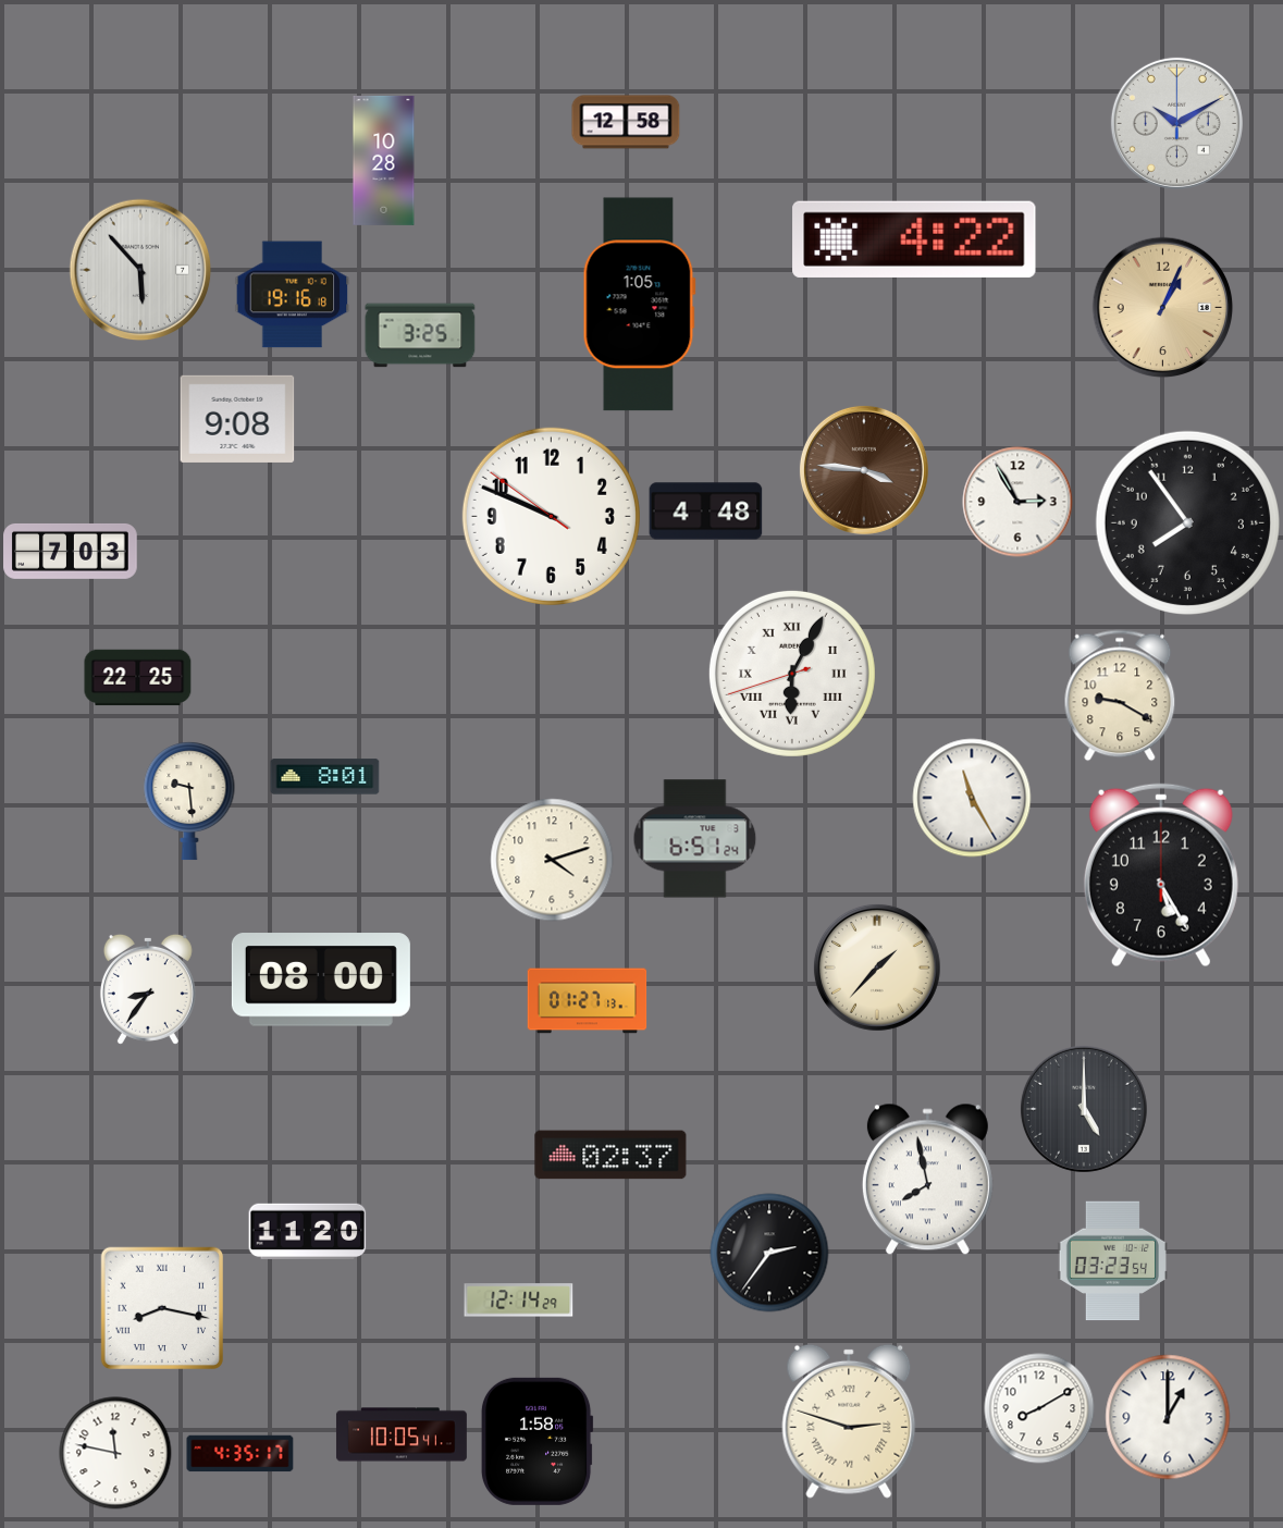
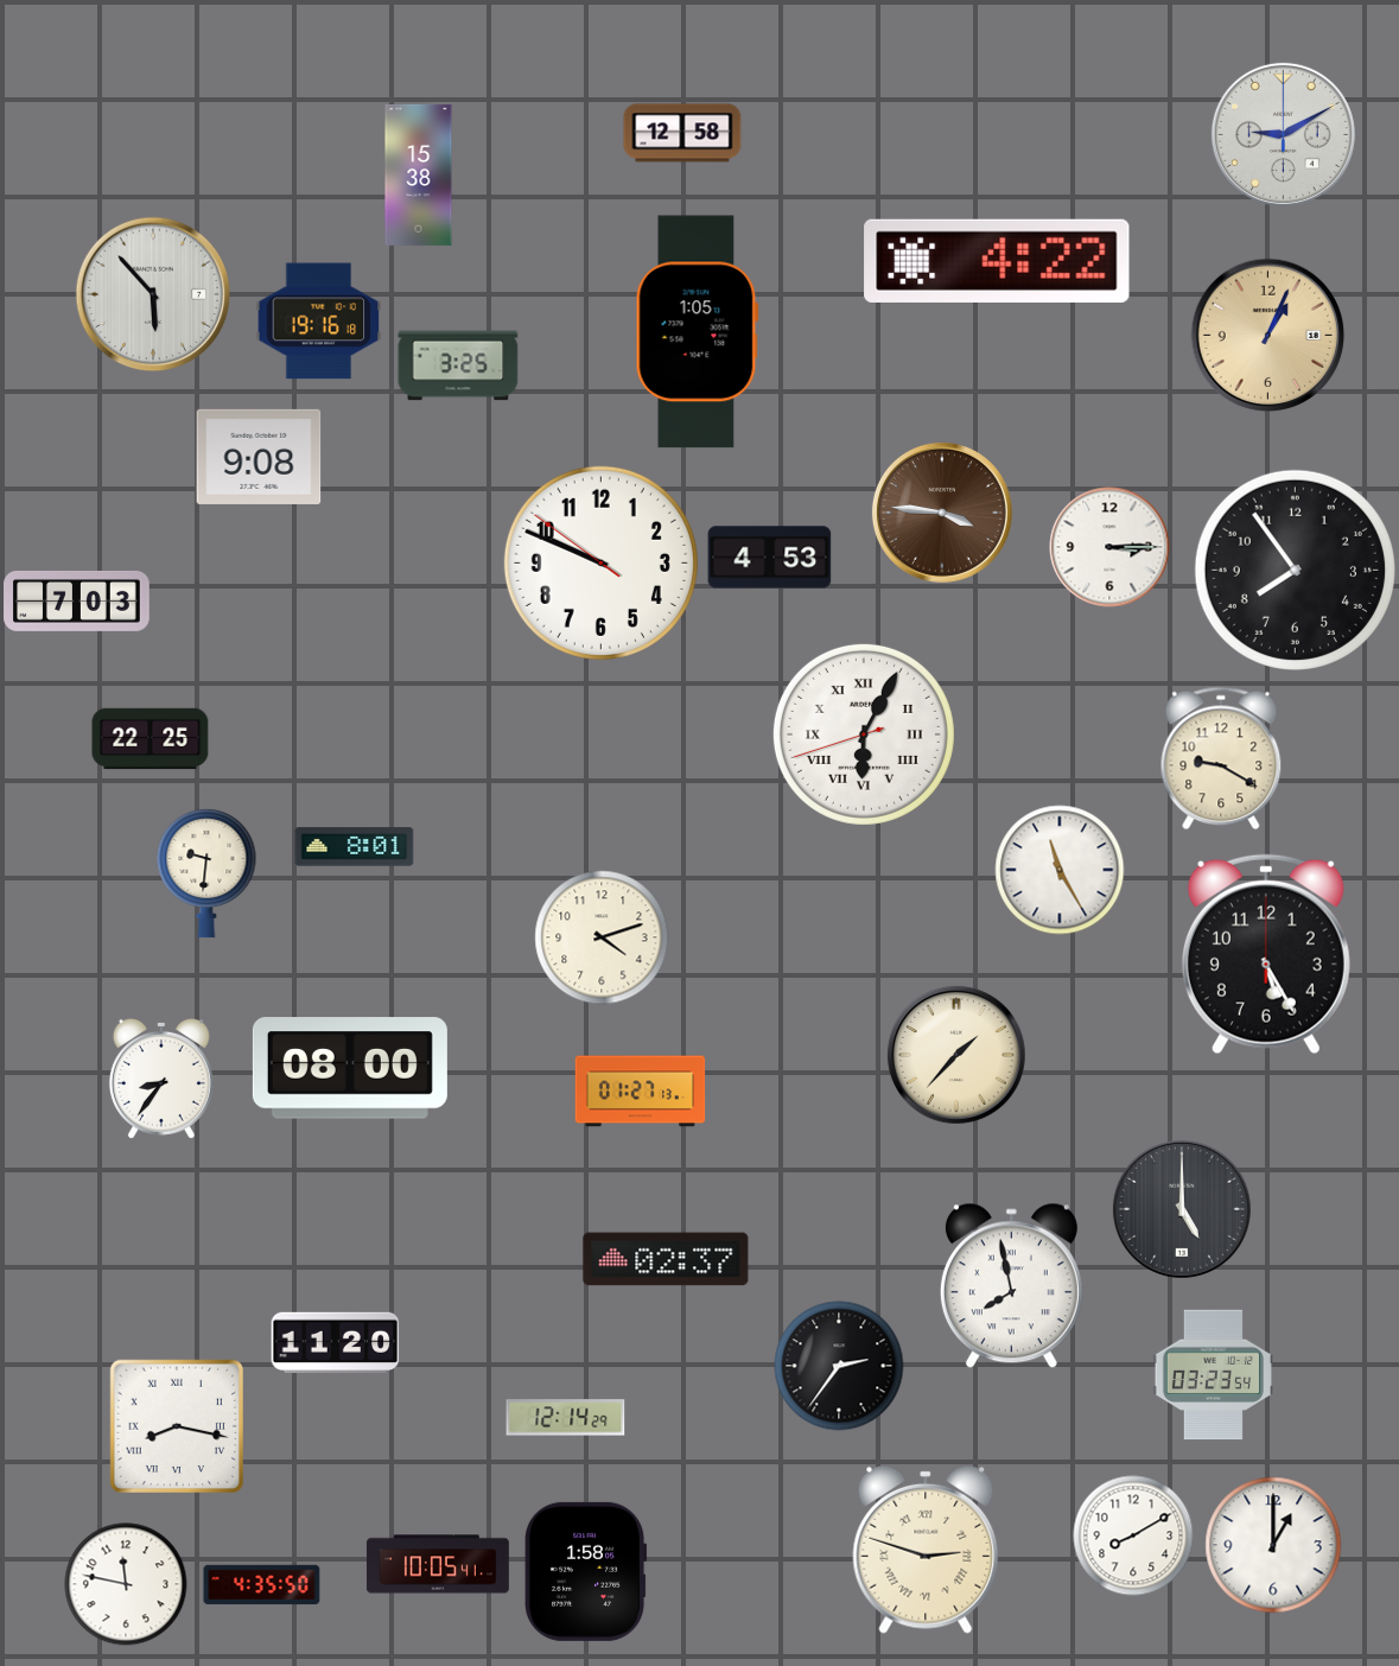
clock at (1176, 123): 10:10 -> 9:10
clock at (384, 160): 10:28 -> 15:38
clock at (1017, 502): 2:55 -> 3:15
clock at (706, 512): 4:48 -> 4:53
clock at (189, 801): 9:29 -> 9:31
clock at (695, 839): 6:51 -> none
clock at (240, 1454): 4:35:17 -> 4:35:50
